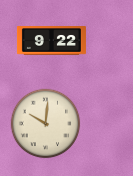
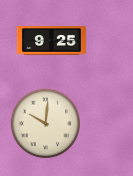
clock at (51, 41): 9:22 -> 9:25
